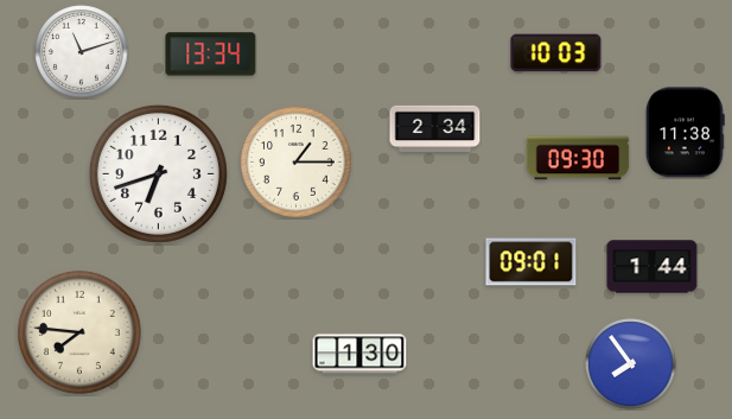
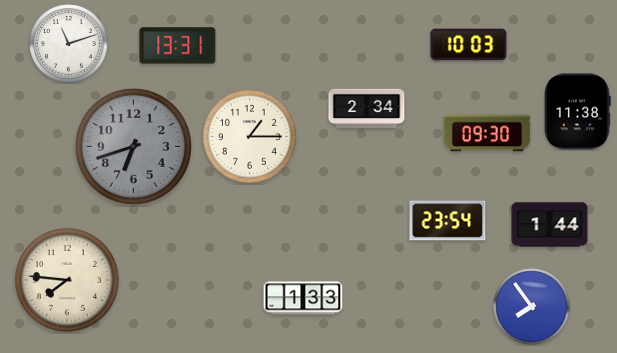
clock at (211, 55): 13:34 -> 13:31
clock at (158, 173) dial: white -> grey
clock at (532, 262): 09:01 -> 23:54
clock at (359, 354): 1:30 -> 1:33
